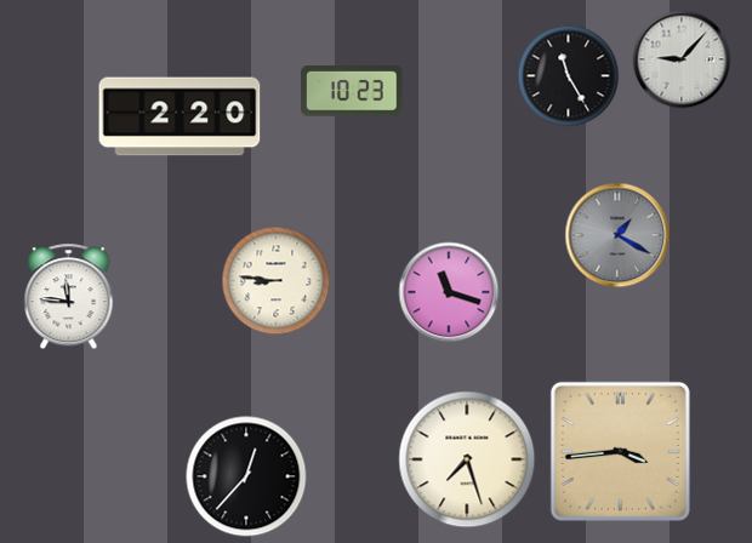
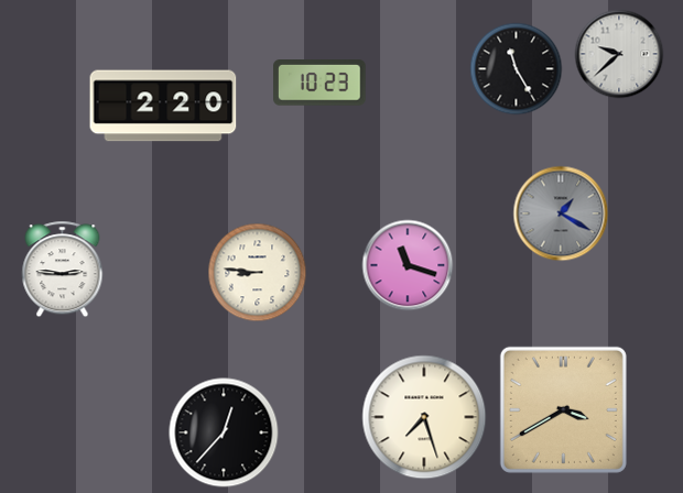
clock at (682, 59): 9:07 -> 9:38
clock at (277, 281) position: (277, 281) -> (258, 273)
clock at (69, 297): 11:46 -> 2:46
clock at (620, 451): 3:44 -> 3:40
